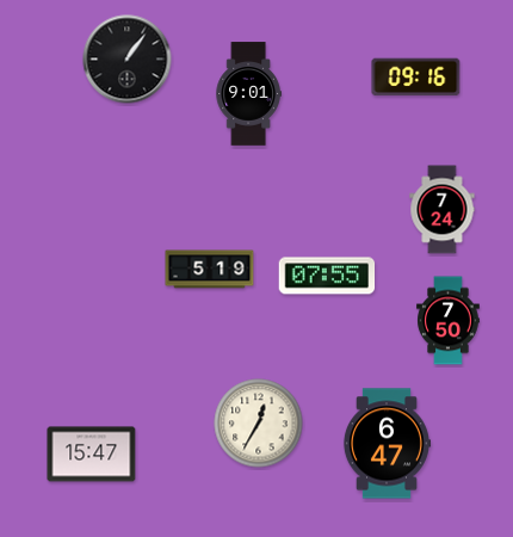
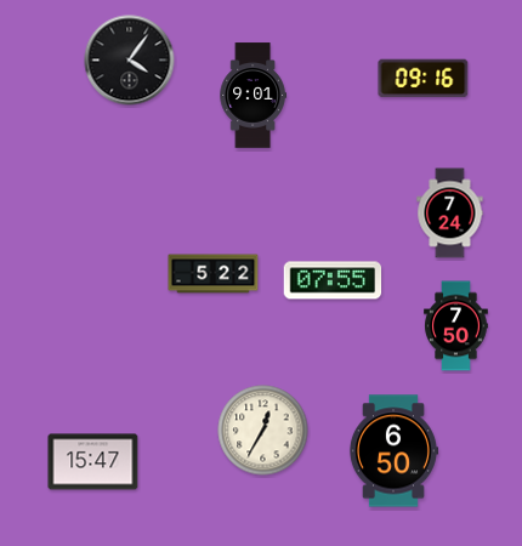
clock at (128, 60): 1:06 -> 4:06
clock at (210, 270): 5:19 -> 5:22
clock at (385, 444): 6:47 -> 6:50
